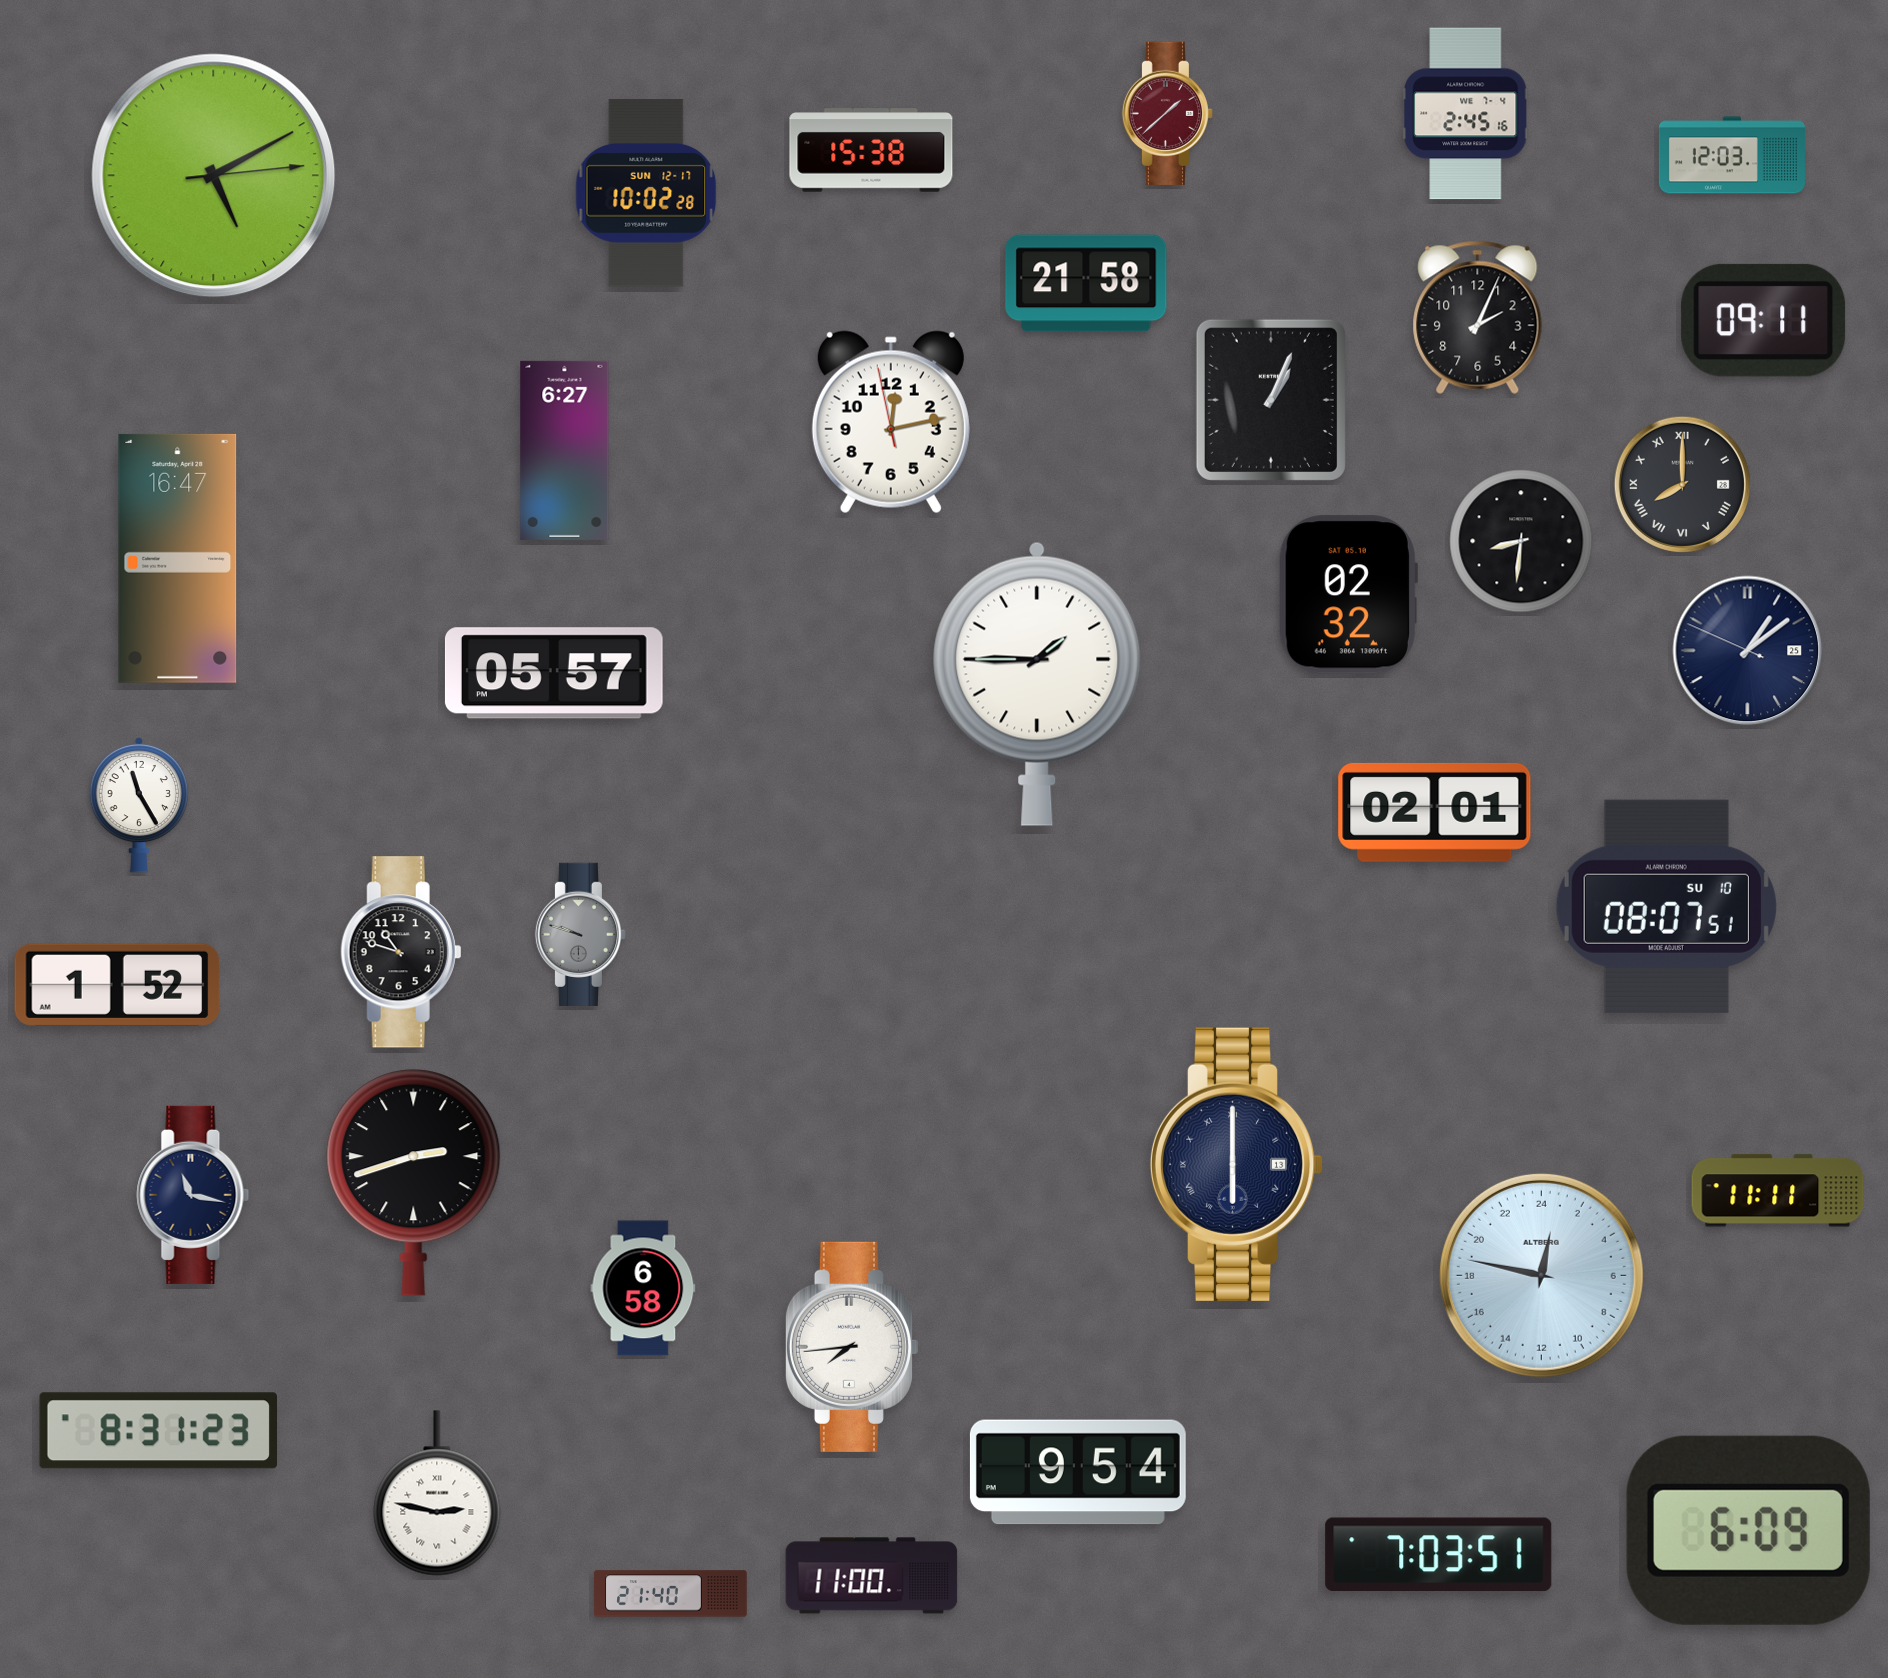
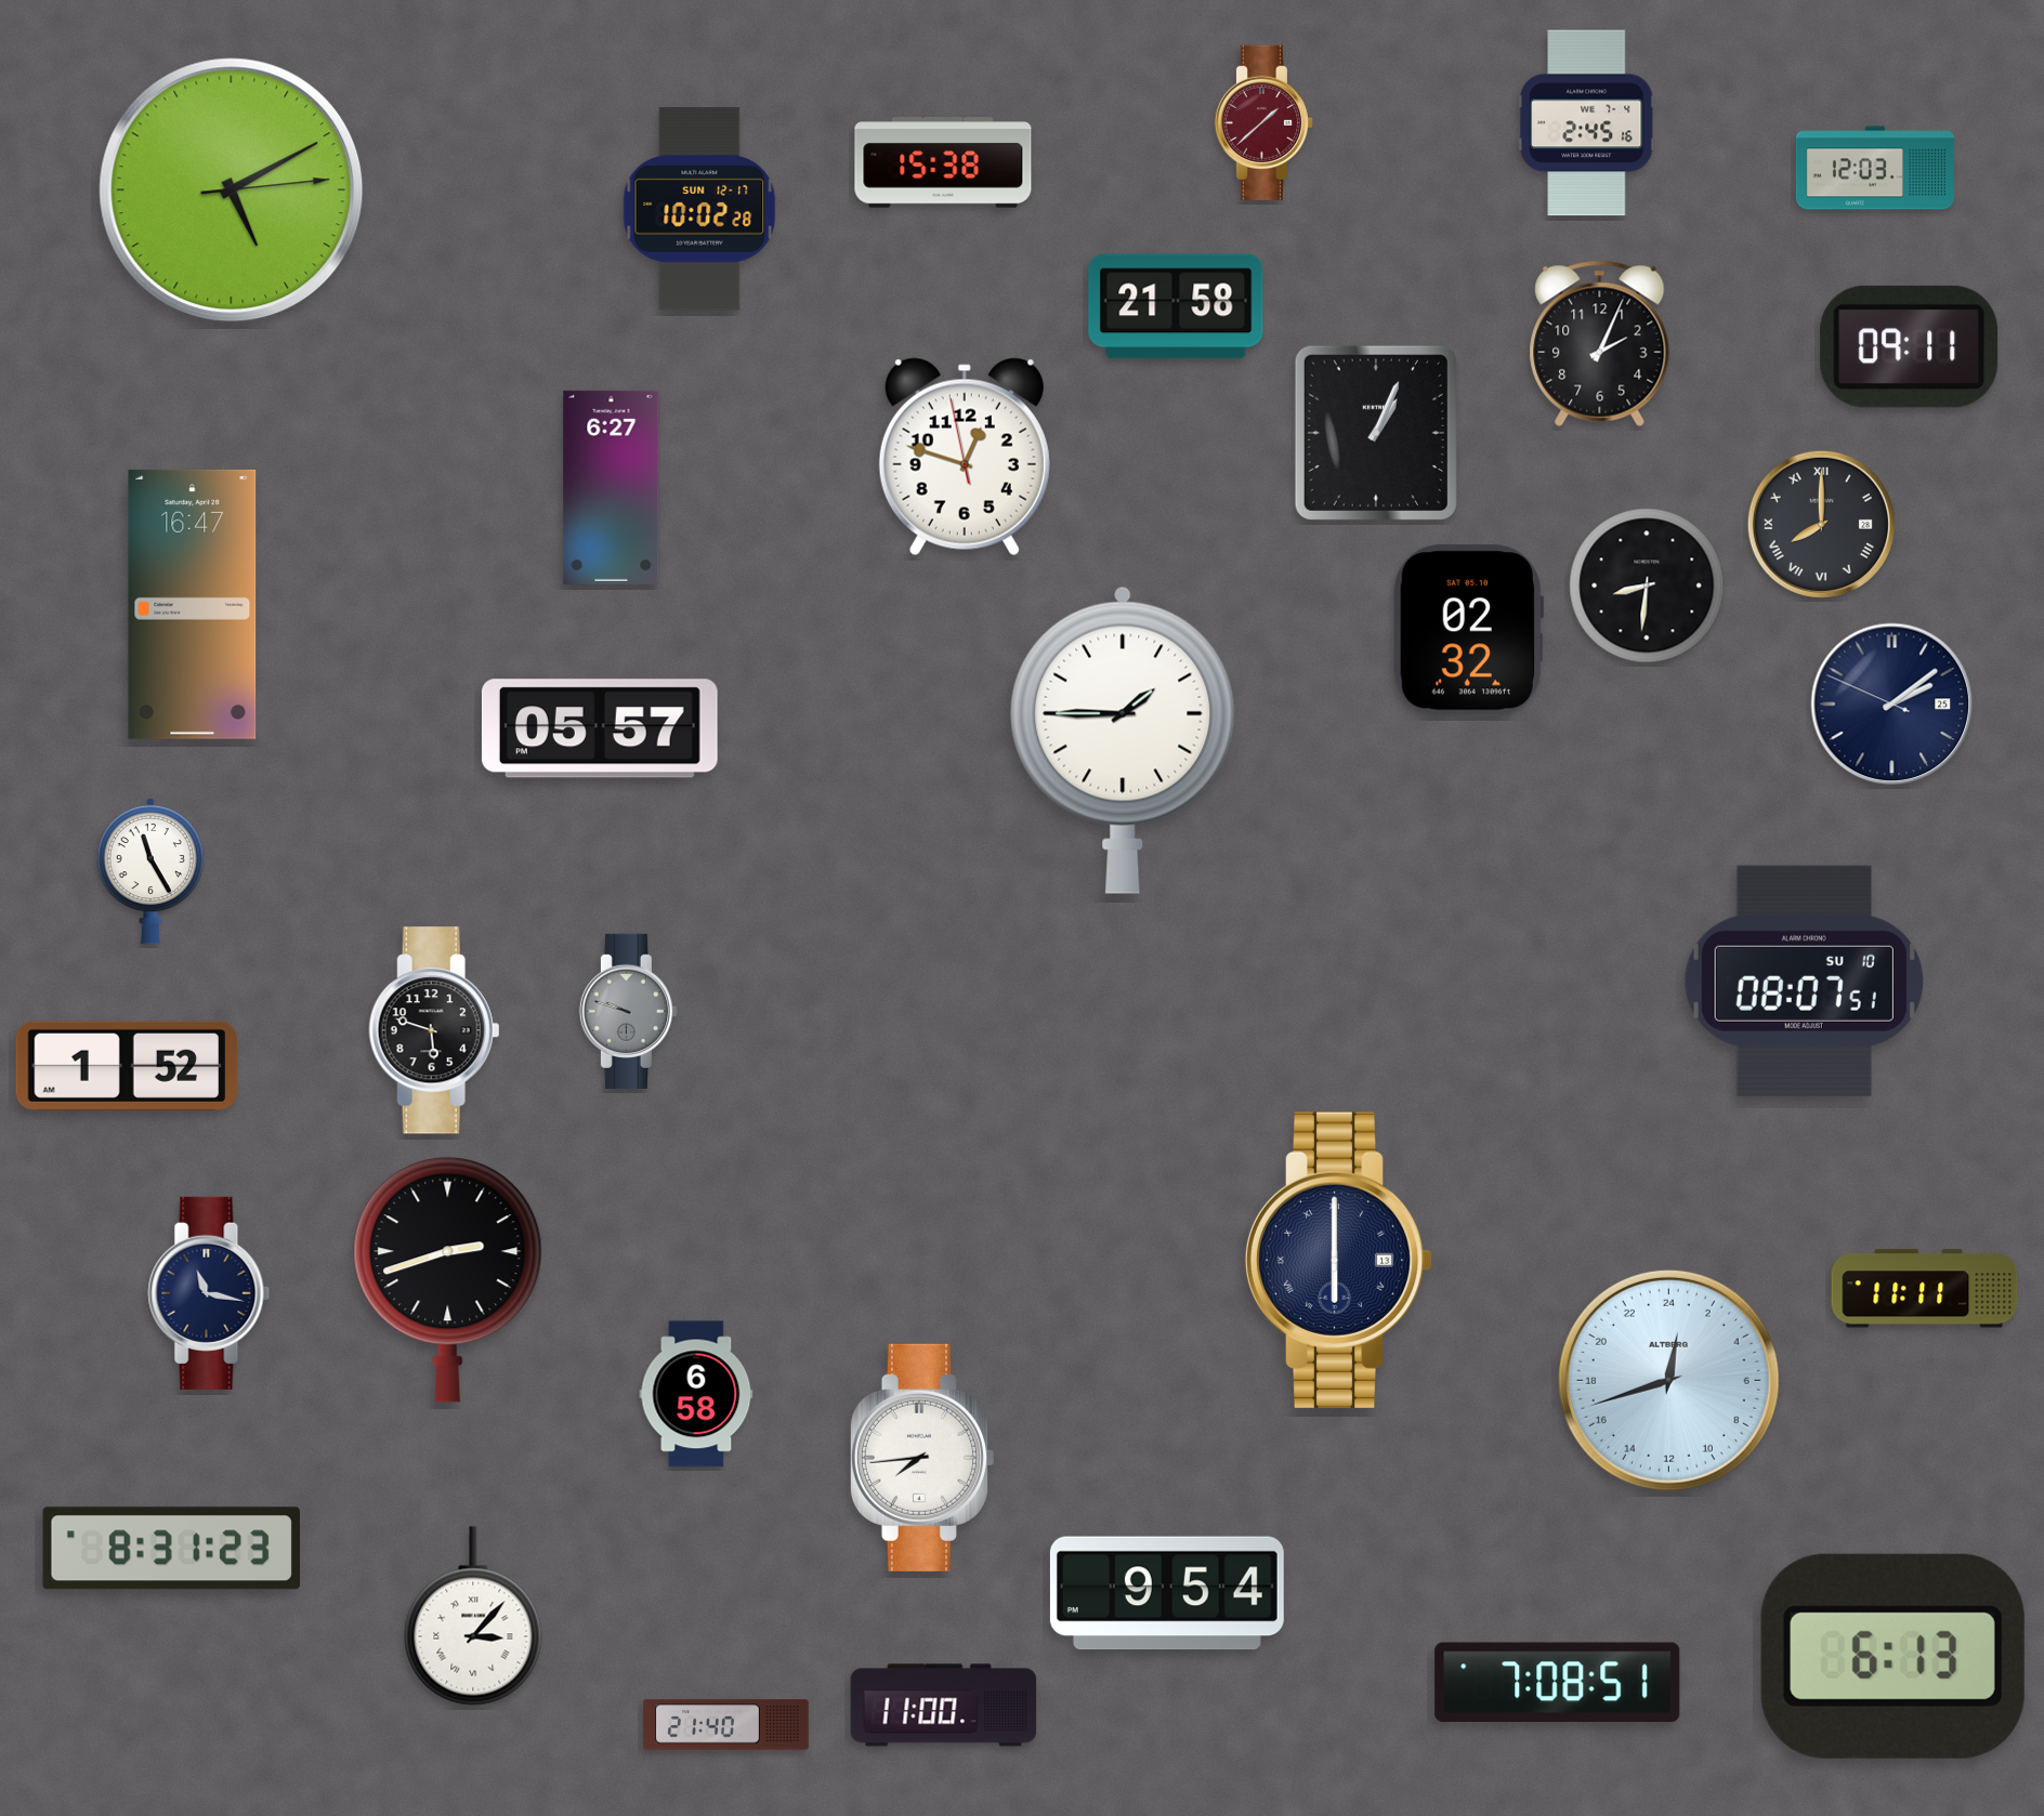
clock at (891, 422): 12:12 -> 12:47
clock at (1348, 595) position: (1348, 595) -> (1468, 631)
clock at (1748, 651): 1:08 -> 2:08
clock at (1435, 812): 02:01 -> none
clock at (401, 952): 10:48 -> 5:48
clock at (1541, 1275): 0:47 -> 0:42
clock at (437, 1493): 2:47 -> 3:07
clock at (1748, 1530): 6:09 -> 6:13
clock at (1439, 1554): 7:03 -> 7:08
